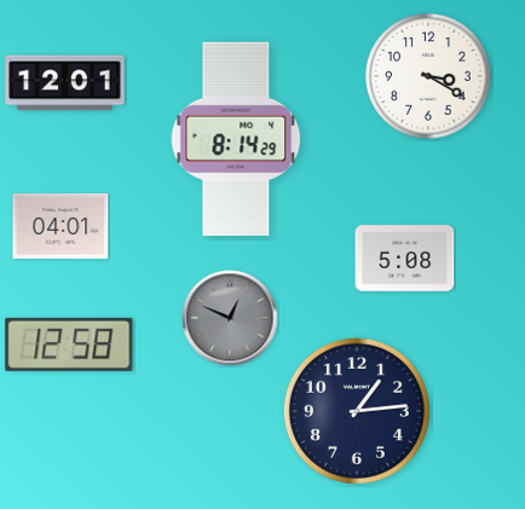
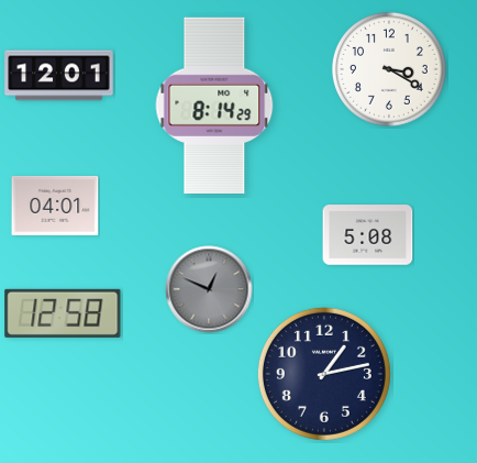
clock at (236, 138) position: (236, 138) -> (214, 104)
clock at (357, 411): 1:14 -> 1:13
